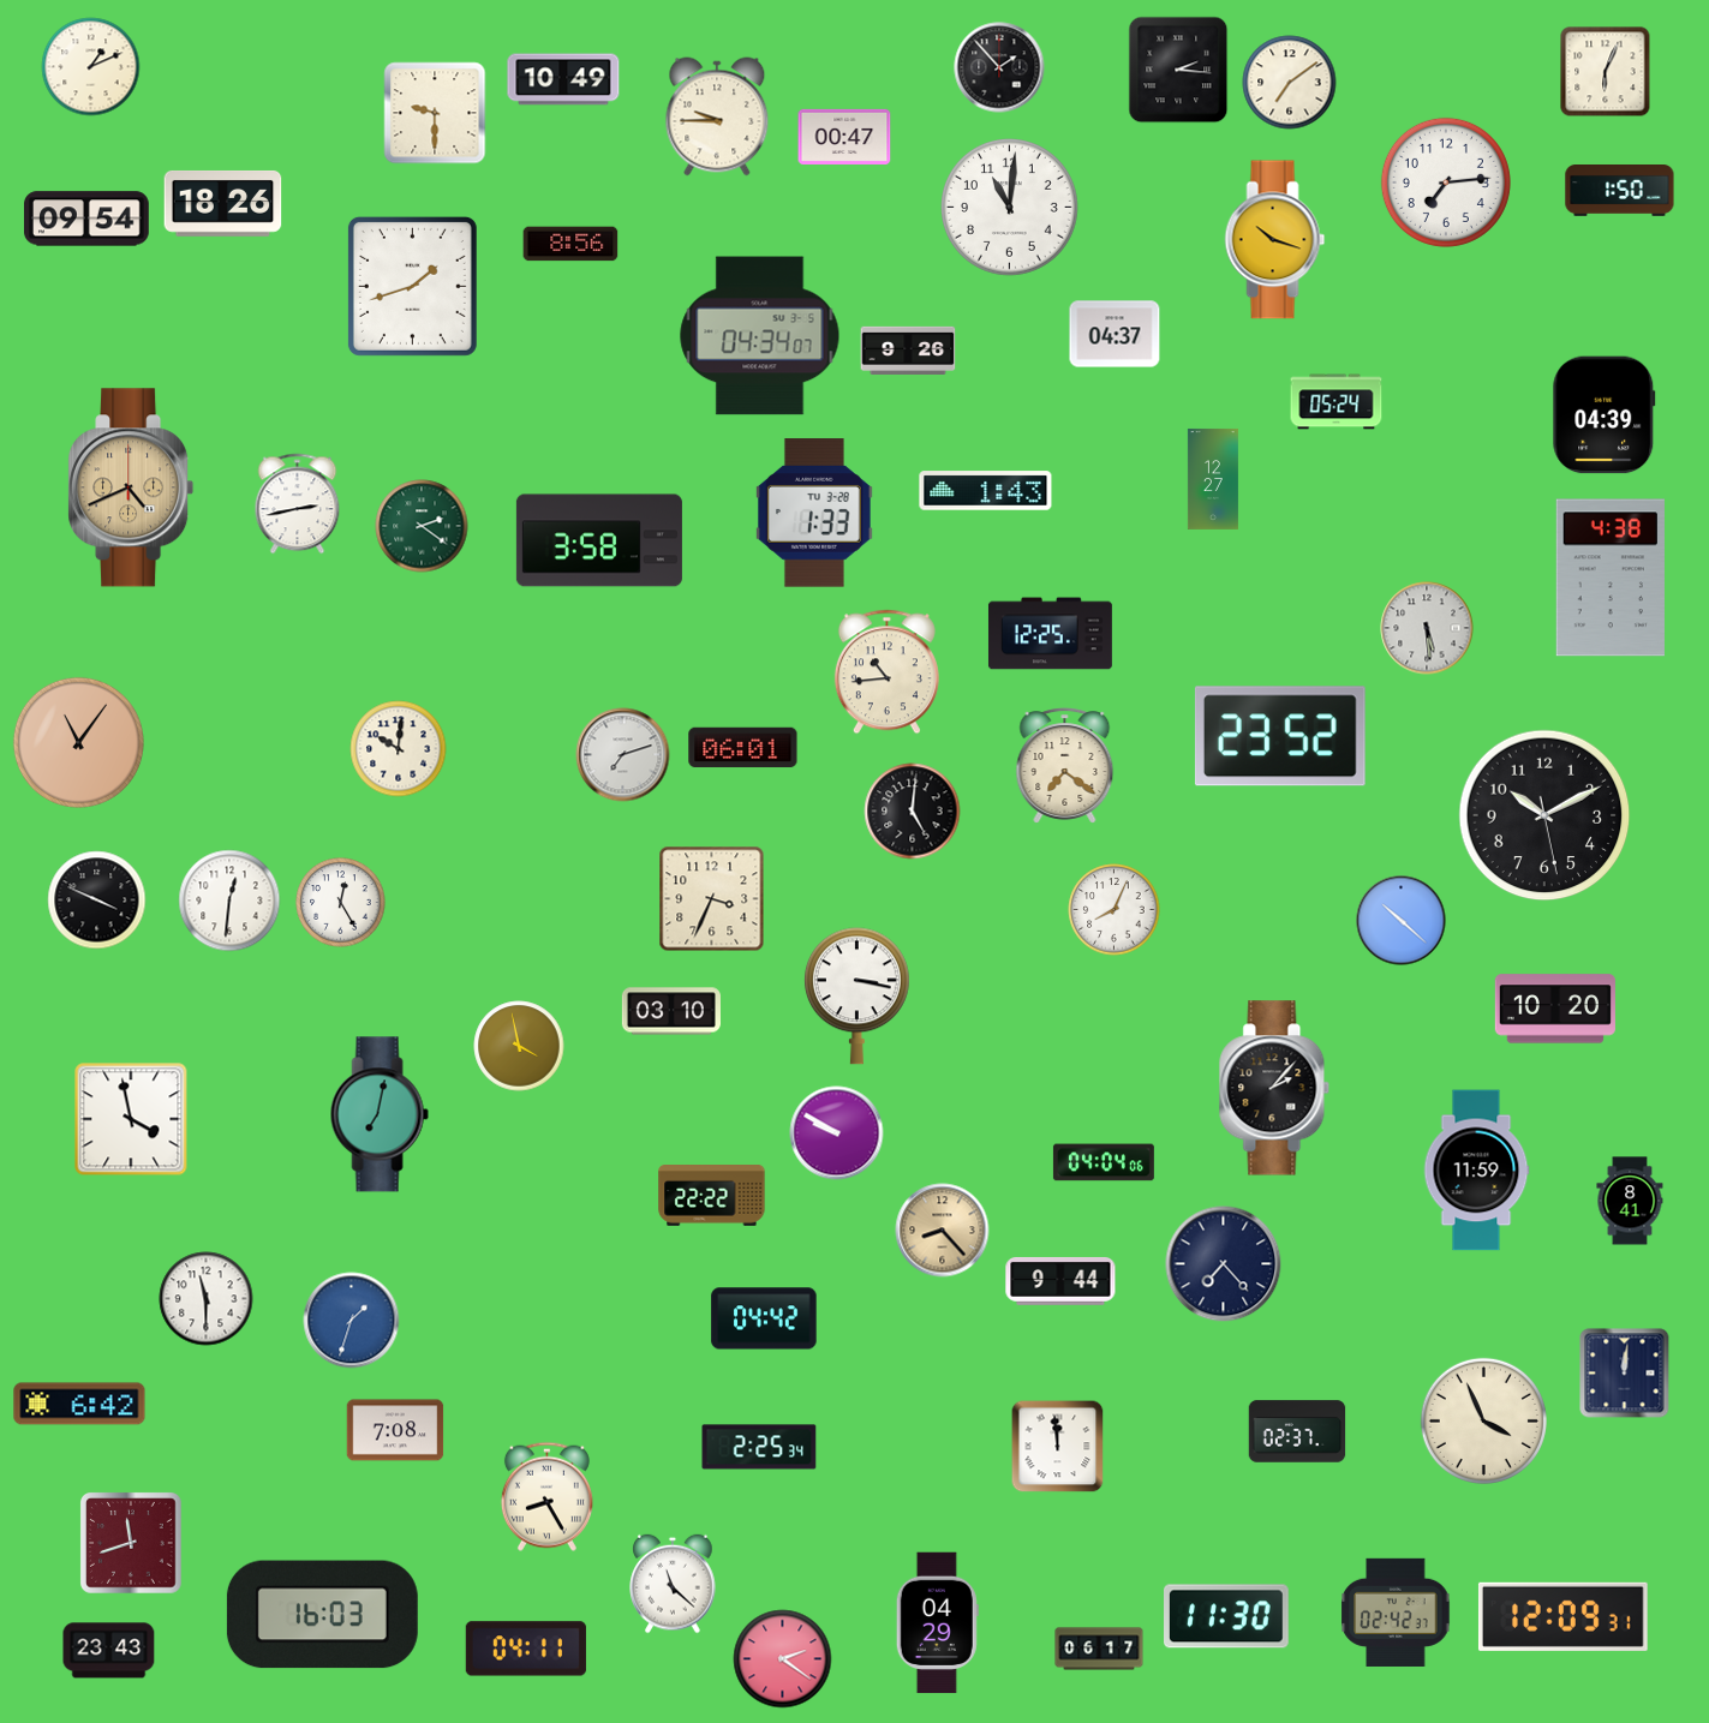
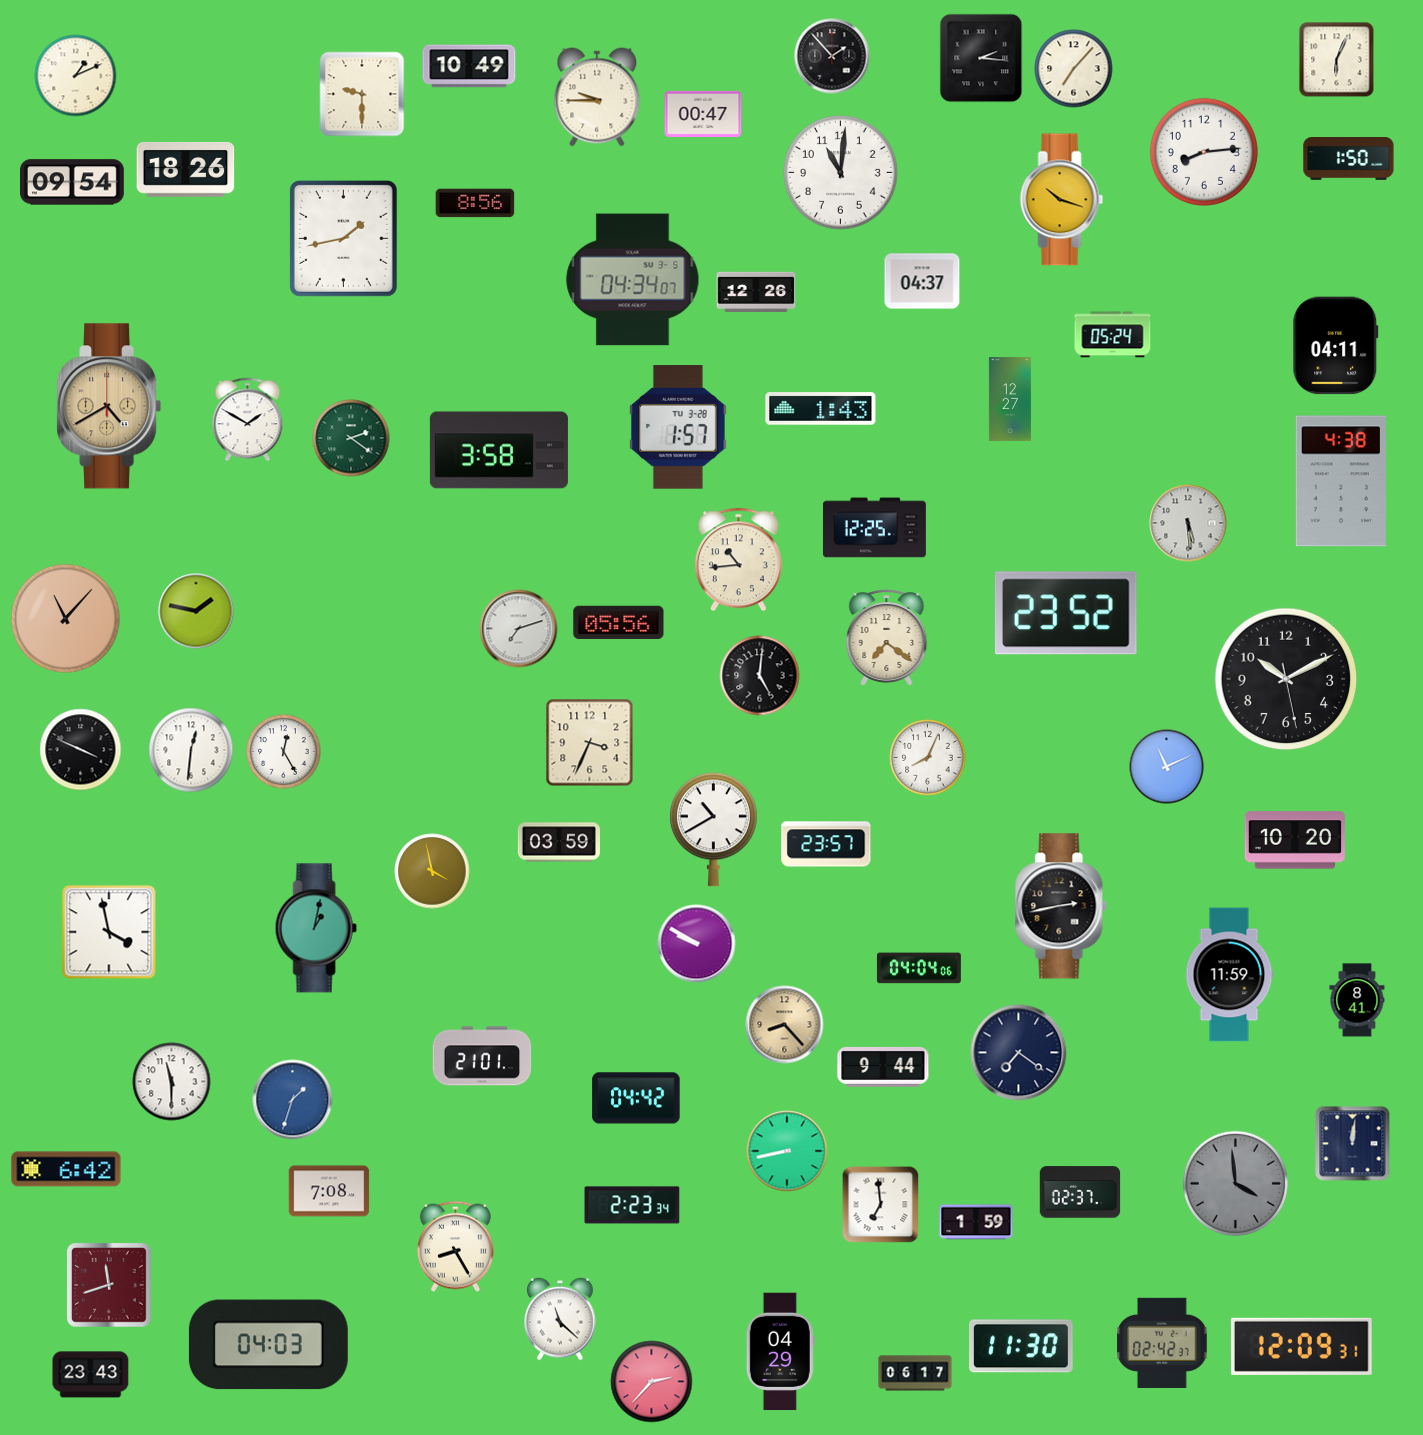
clock at (91, 67) position: (91, 67) -> (76, 76)
clock at (1290, 83): 7:09 -> 7:07
clock at (1446, 183): 7:14 -> 8:14
clock at (412, 286): 1:42 -> 1:43
clock at (1115, 334) position: (1115, 334) -> (922, 281)
clock at (908, 351): 9:26 -> 12:26
clock at (1605, 415): 04:39 -> 04:11
clock at (131, 487): 4:41 -> 4:40
clock at (298, 504): 2:43 -> 1:50
clock at (814, 513): 1:33 -> 1:57
clock at (196, 611): none -> 1:47
clock at (78, 742): 11:06 -> 11:07
clock at (743, 748): 06:01 -> 05:56
clock at (399, 749): 10:01 -> none
clock at (712, 899) position: (712, 899) -> (590, 743)
clock at (1402, 921): 10:22 -> 11:11
clock at (856, 997): 3:17 -> 10:40
clock at (671, 1011): 03:10 -> 03:59
clock at (826, 844): none -> 23:57
clock at (1274, 1088): 2:07 -> 2:43
clock at (380, 1114): 7:02 -> 1:02
clock at (712, 1196): 22:22 -> none
clock at (1224, 1264): 7:23 -> 7:21
clock at (482, 1056): none -> 21:01
clock at (787, 1151): none -> 8:43
clock at (1483, 1420): 3:56 -> 3:59
clock at (1483, 1420) dial: cream -> grey
clock at (759, 1447): 2:25 -> 2:23
clock at (1058, 1447): 11:59 -> 6:59
clock at (976, 1222): none -> 1:59
clock at (322, 1615): 16:03 -> 04:03
clock at (526, 1649): 04:11 -> none
clock at (783, 1659): 2:21 -> 2:37
